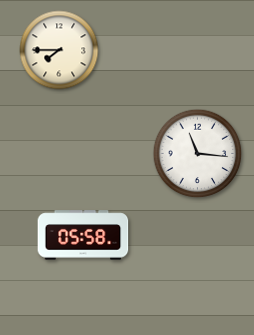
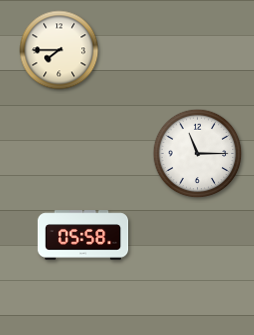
clock at (198, 154): 11:16 -> 11:15
